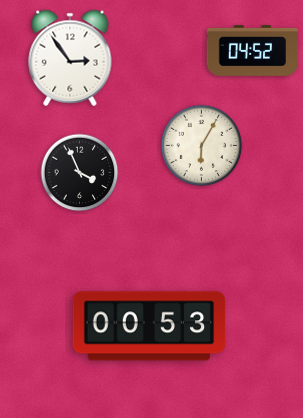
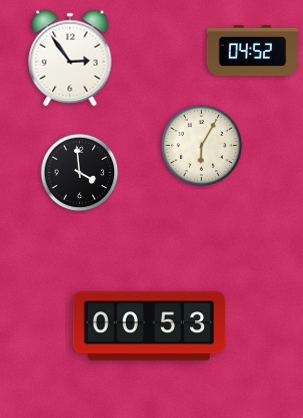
clock at (80, 173): 3:56 -> 3:59
